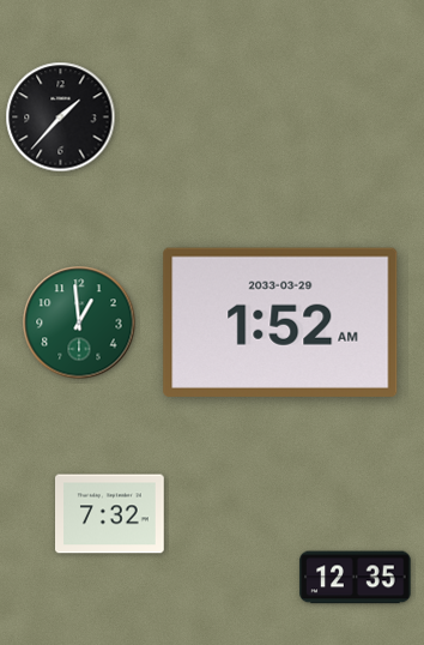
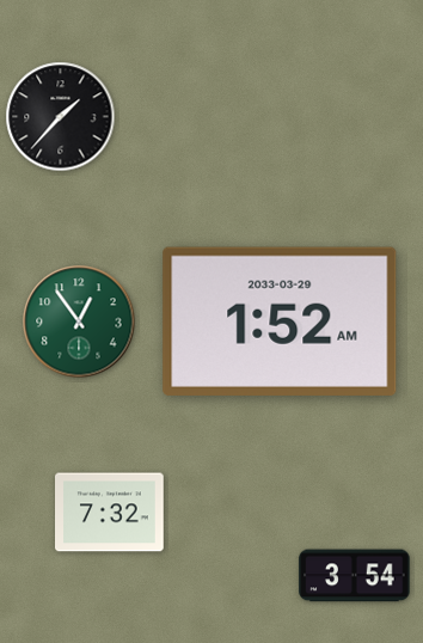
clock at (79, 322): 12:59 -> 12:54
clock at (356, 578): 12:35 -> 3:54
